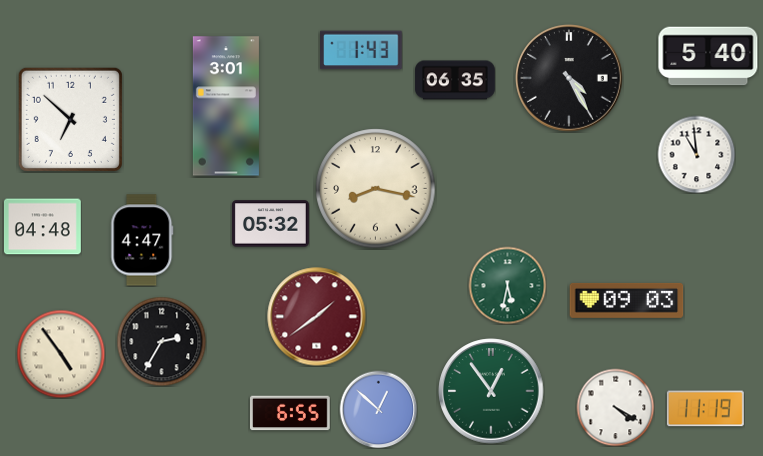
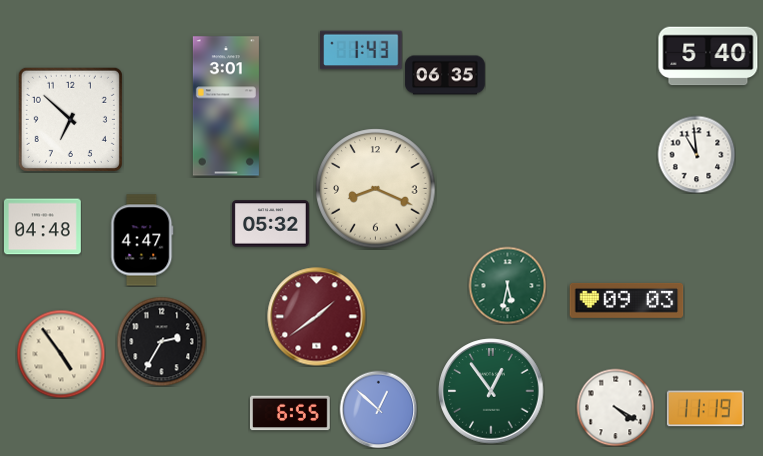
clock at (570, 79): 4:25 -> none
clock at (455, 80) position: (455, 80) -> (445, 75)
clock at (376, 189): 8:17 -> 8:19
